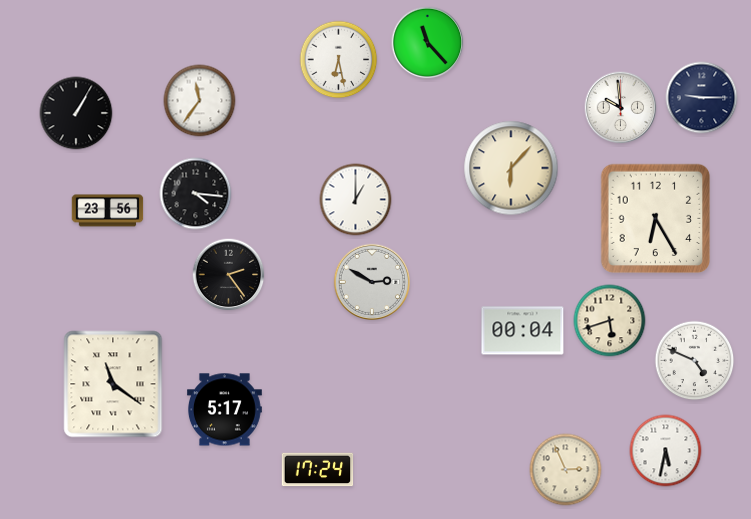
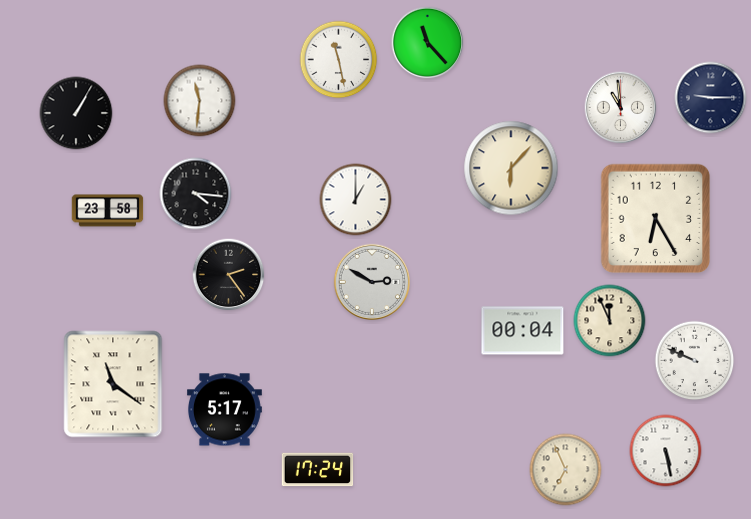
clock at (339, 60): 6:28 -> 11:28
clock at (702, 98) position: (702, 98) -> (711, 98)
clock at (200, 101): 11:36 -> 11:31
clock at (621, 108): 9:59 -> 10:59
clock at (108, 211): 23:56 -> 23:58
clock at (610, 321): 5:42 -> 11:56
clock at (695, 361): 4:49 -> 9:49
clock at (666, 451): 5:32 -> 5:28
clock at (566, 470): 2:56 -> 6:56
